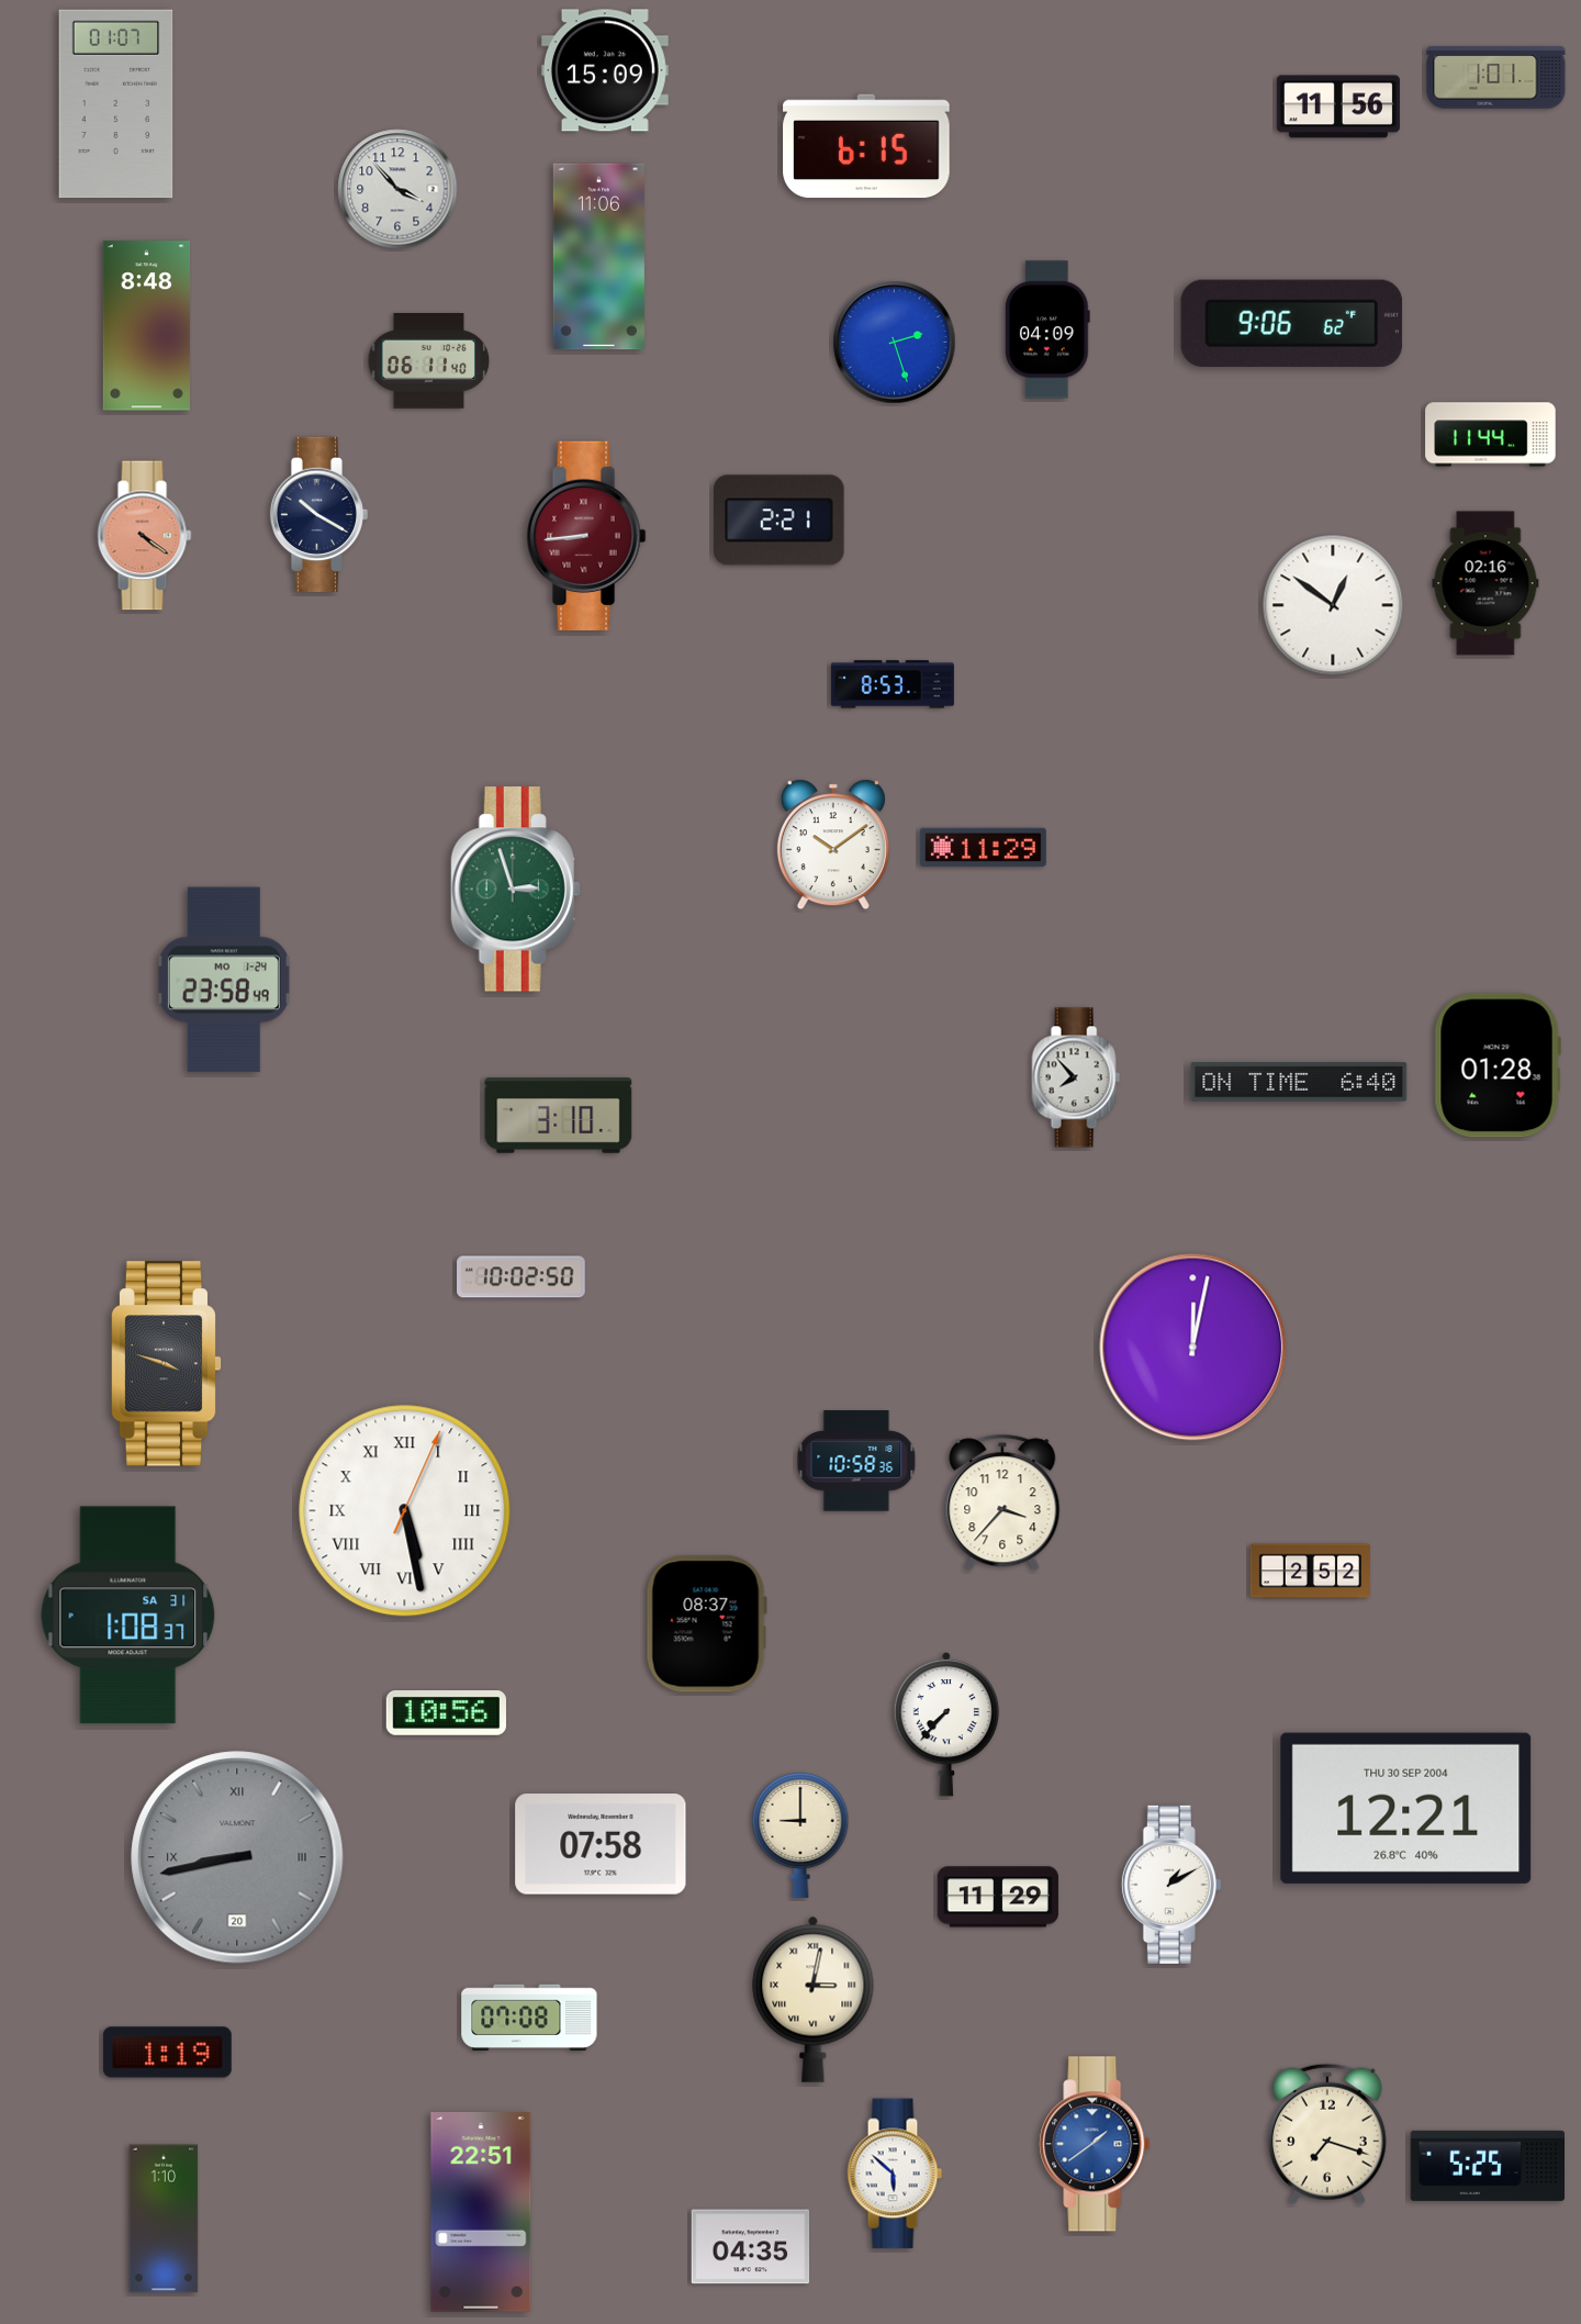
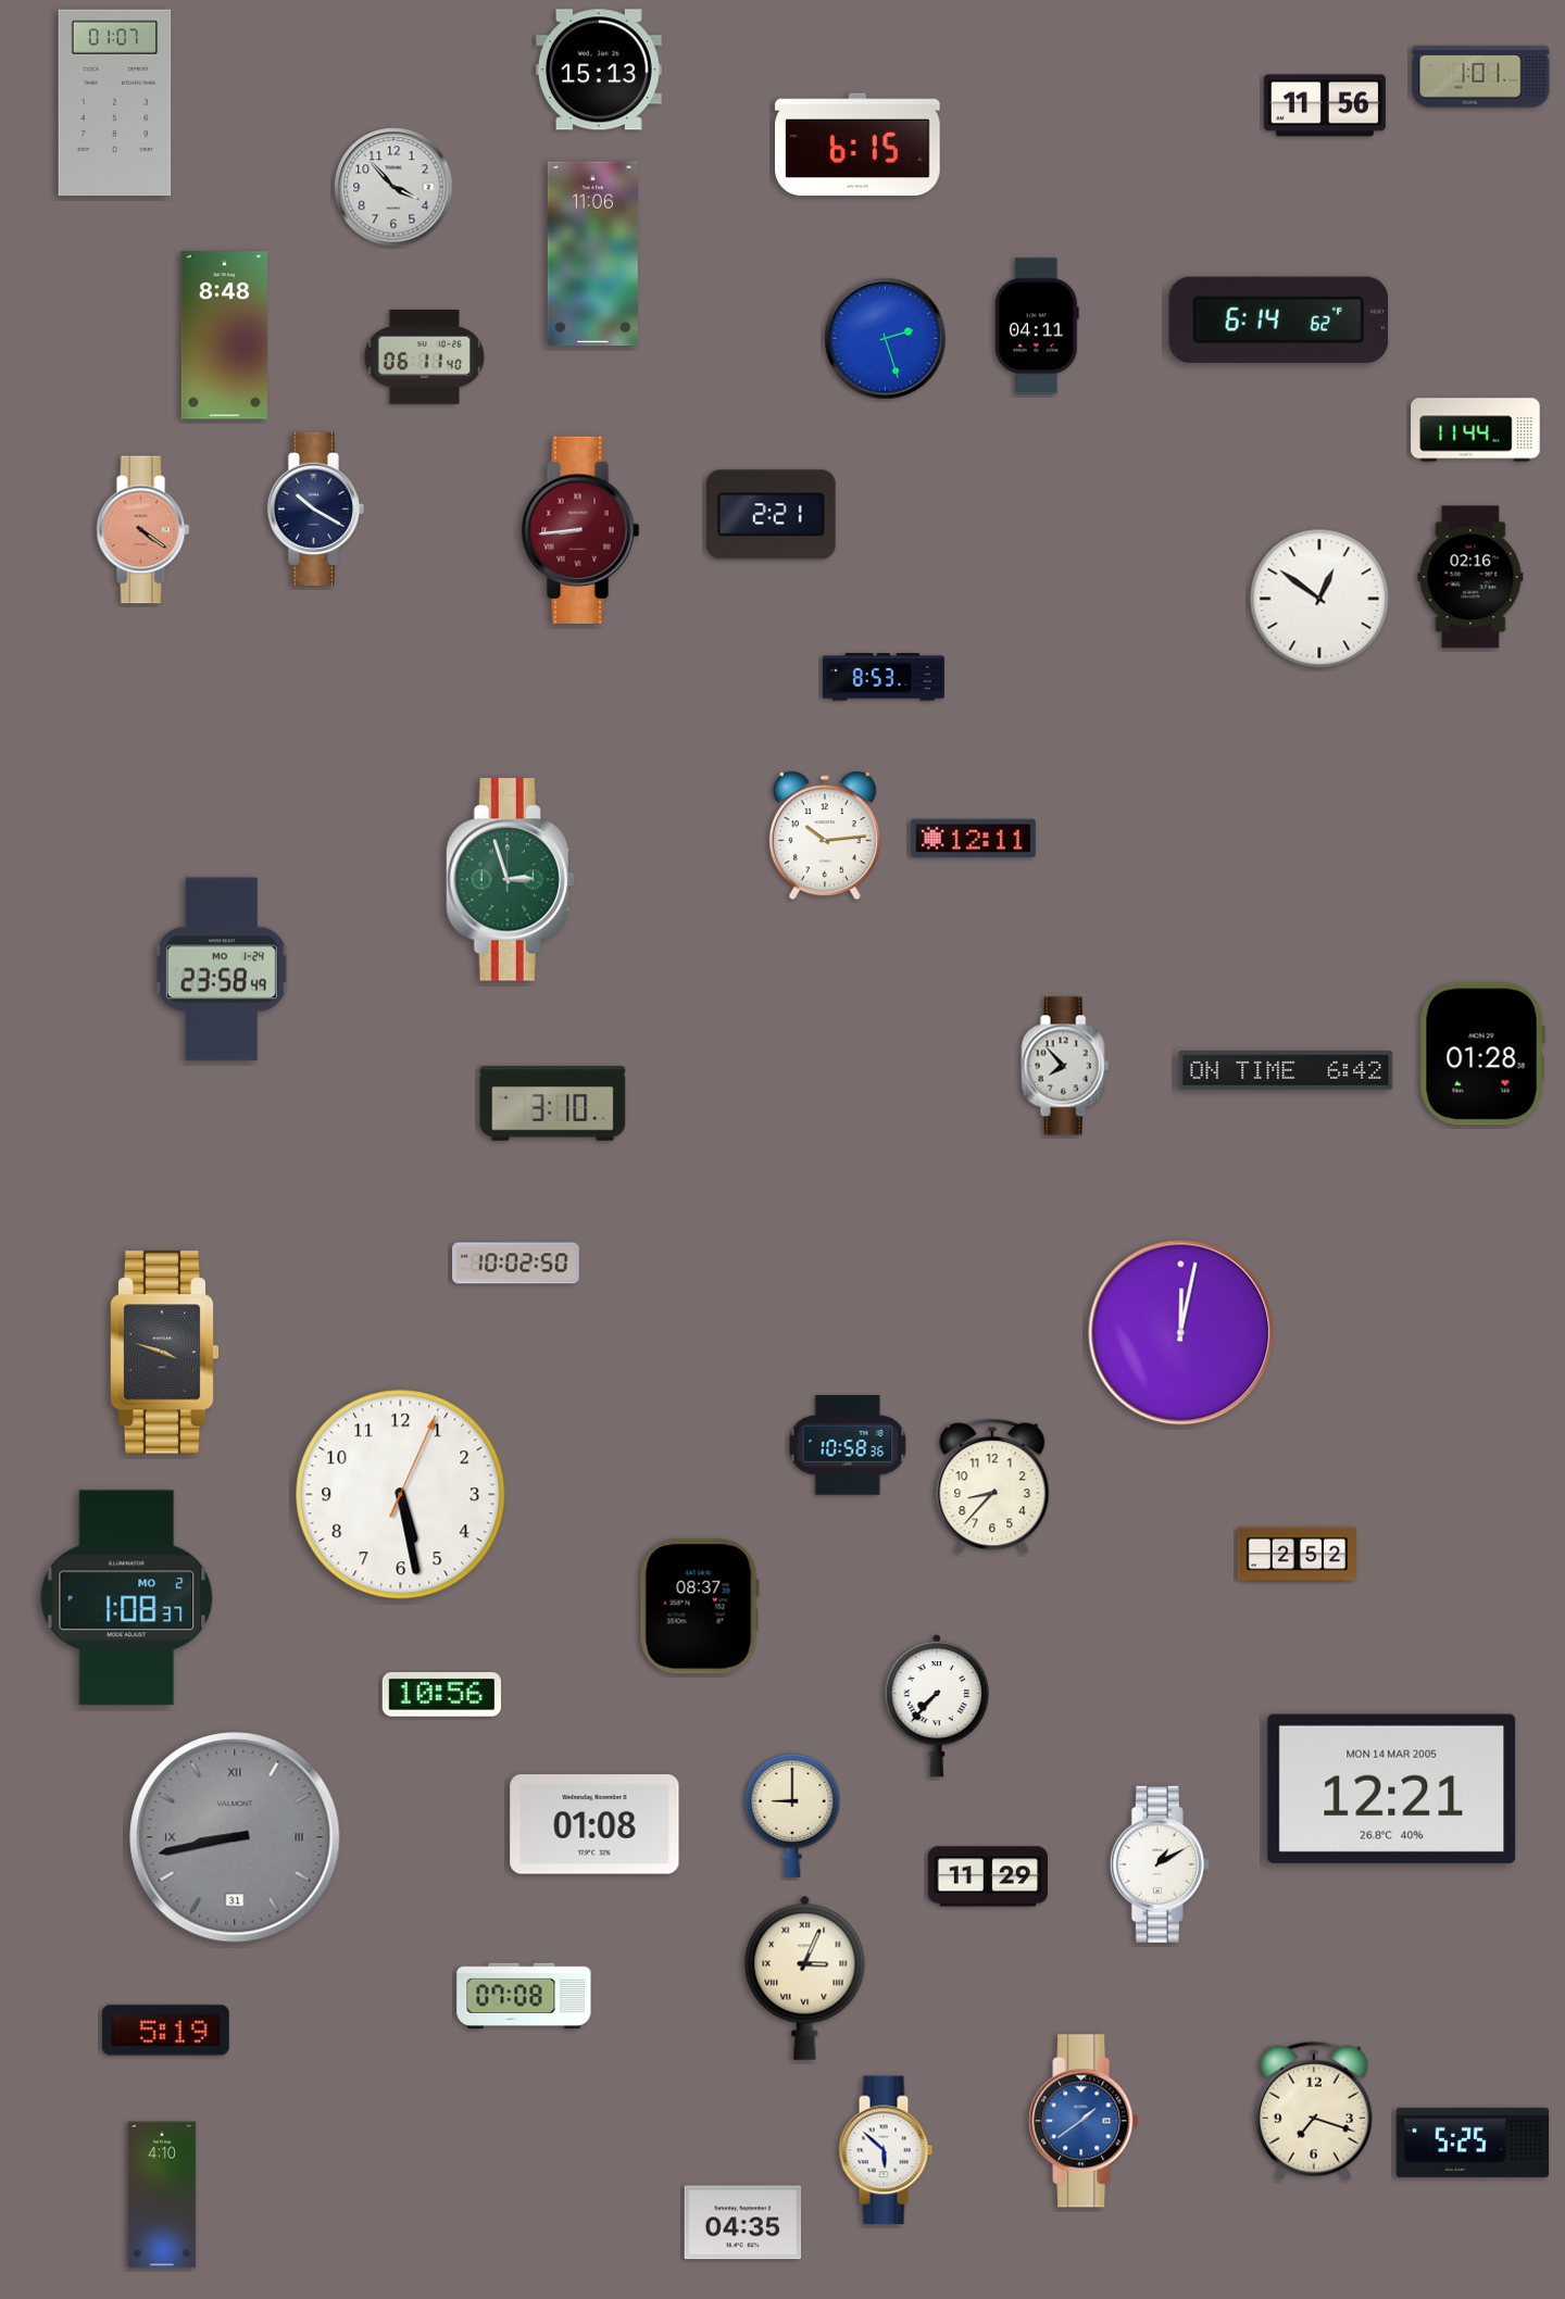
clock at (605, 70): 15:09 -> 15:13
clock at (1292, 323): 9:06 -> 6:14
clock at (146, 326) position: (146, 326) -> (224, 336)
clock at (1047, 329): 04:09 -> 04:11
clock at (833, 845): 10:09 -> 10:14
clock at (983, 847): 11:29 -> 12:11
clock at (1299, 1082): 6:40 -> 6:42
clock at (166, 1364) position: (166, 1364) -> (164, 1353)
clock at (1002, 1502): 3:37 -> 8:37
clock at (405, 1511) numerals: Roman -> Arabic
clock at (128, 1616) date: SA 31 -> MO 2
clock at (1406, 1808) date: THU 30 SEP 2004 -> MON 14 MAR 2005
clock at (601, 1844): 07:58 -> 01:08
clock at (237, 1857) date: 20 -> 31
clock at (814, 1999): 3:02 -> 3:04
clock at (167, 2053): 1:19 -> 5:19
clock at (481, 2213): 22:51 -> none
clock at (164, 2219): 1:10 -> 4:10
